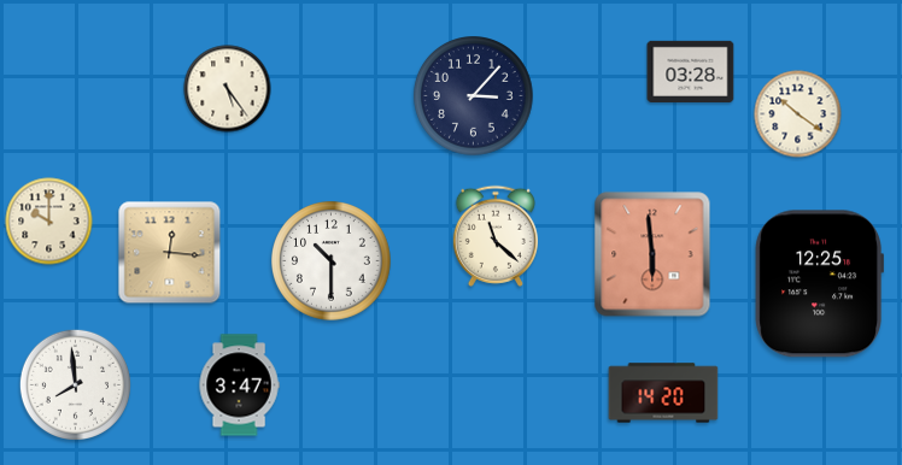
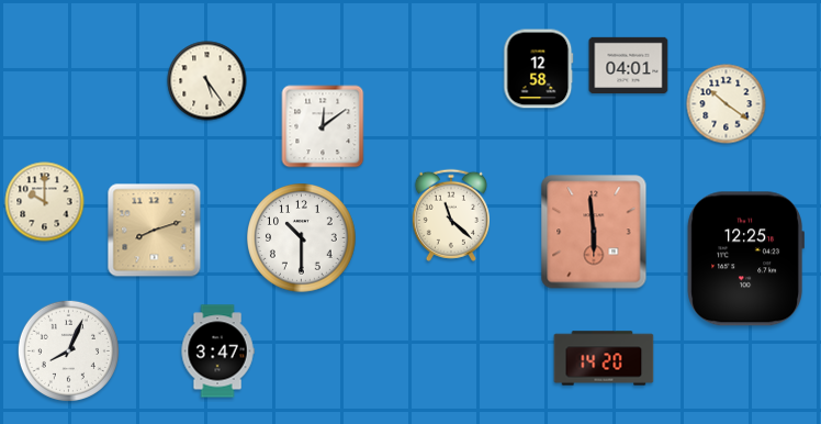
clock at (691, 71): 03:28 -> 04:01
clock at (539, 69): none -> 12:58
clock at (474, 96): 3:07 -> none
clock at (323, 126): none -> 12:09
clock at (170, 253): 12:16 -> 8:12
clock at (75, 384): 7:59 -> 8:04
